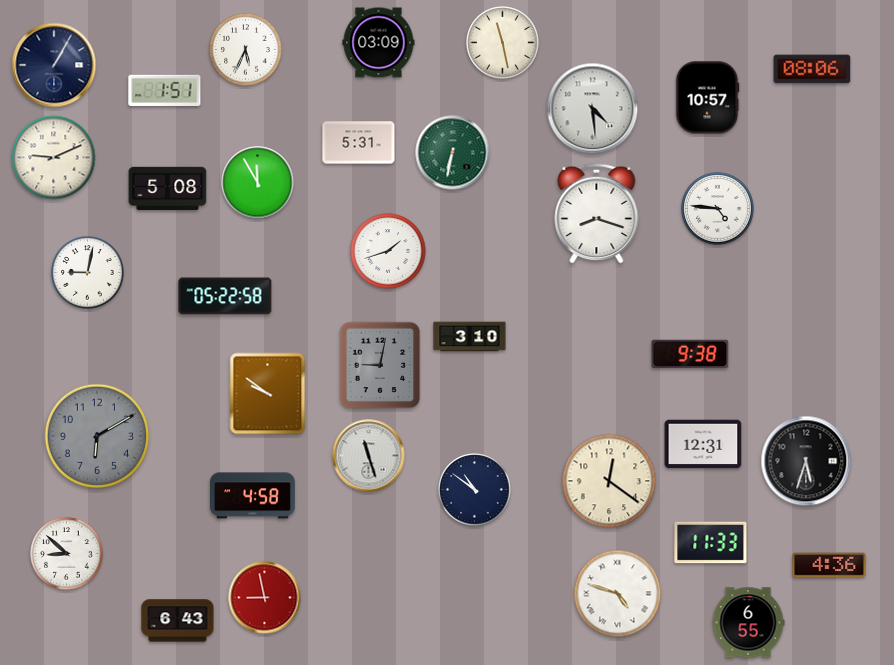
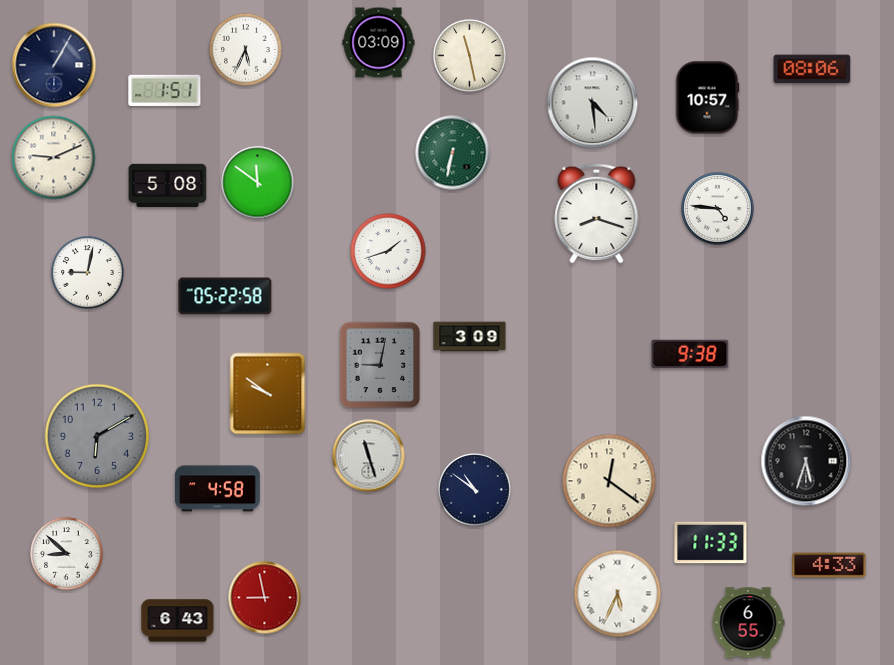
clock at (503, 43) position: (503, 43) -> (470, 56)
clock at (593, 109) position: (593, 109) -> (593, 103)
clock at (359, 143): 5:31 -> none
clock at (258, 183): 11:55 -> 11:51
clock at (168, 189) position: (168, 189) -> (168, 186)
clock at (470, 337): 3:10 -> 3:09
clock at (703, 444): 12:31 -> none
clock at (253, 496) position: (253, 496) -> (218, 489)
clock at (829, 565): 4:36 -> 4:33
clock at (618, 594): 4:48 -> 5:34
